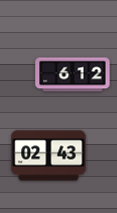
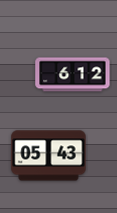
clock at (49, 156): 02:43 -> 05:43
